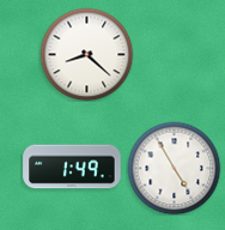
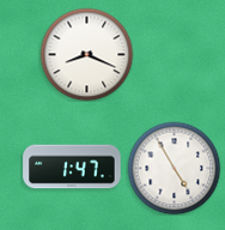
clock at (86, 54): 8:22 -> 8:19
clock at (72, 167): 1:49 -> 1:47
